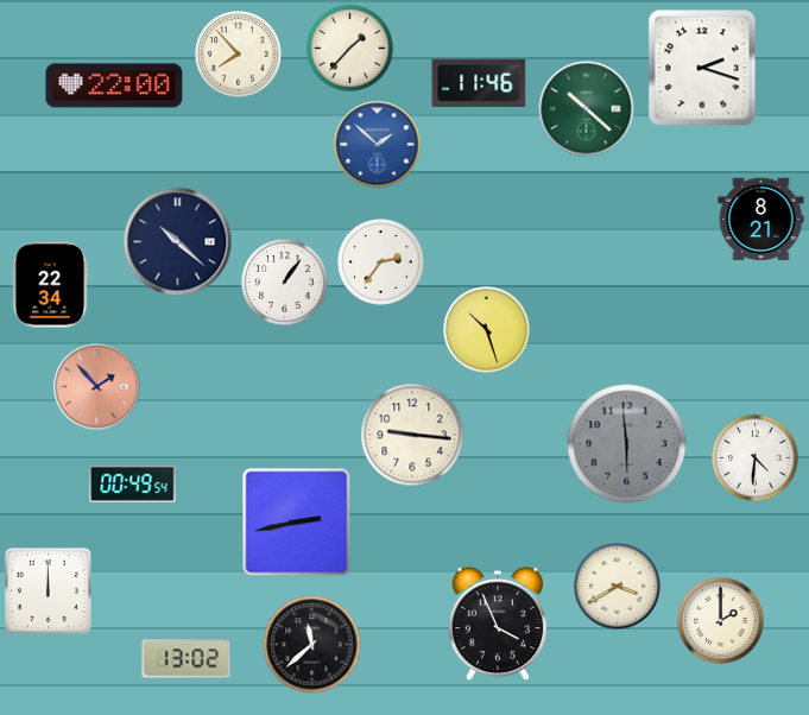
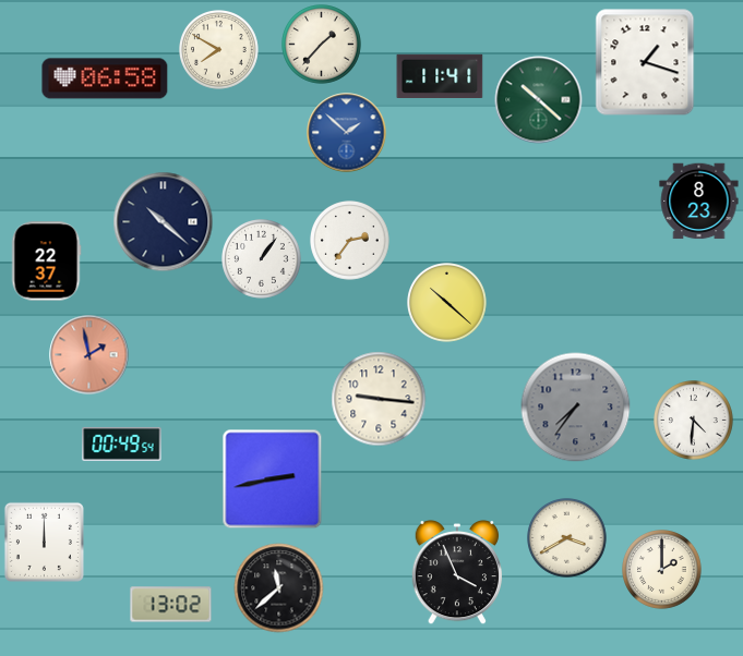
clock at (239, 55): 7:53 -> 7:50
clock at (702, 68): 2:18 -> 1:18
clock at (479, 82): 11:46 -> 11:41
clock at (114, 86): 22:00 -> 06:58
clock at (761, 220): 8:21 -> 8:23
clock at (50, 285): 22:34 -> 22:37
clock at (487, 330): 10:27 -> 10:22
clock at (97, 387): 1:53 -> 1:58
clock at (627, 444): 5:59 -> 7:36
clock at (312, 645) position: (312, 645) -> (279, 588)
